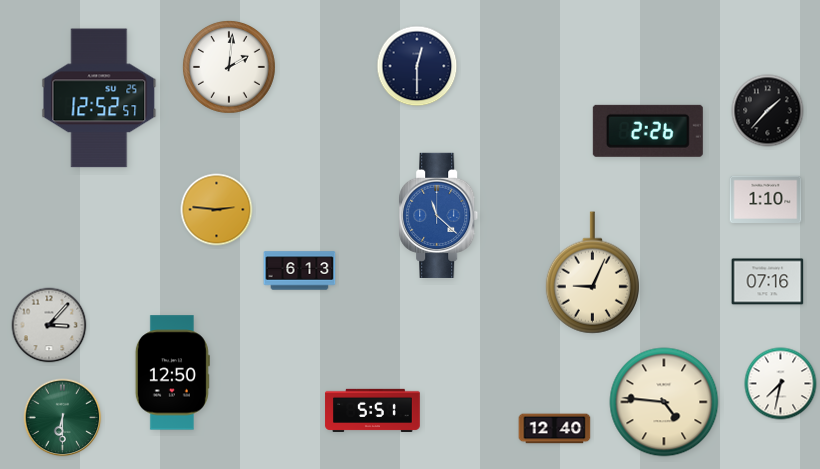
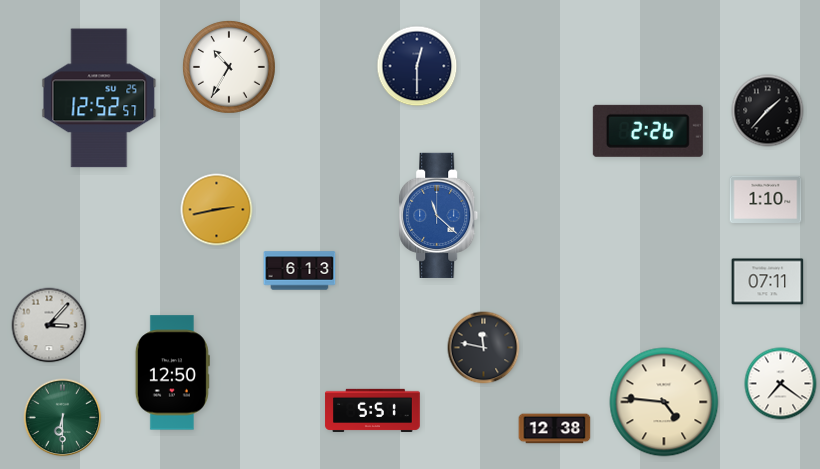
clock at (229, 67): 2:01 -> 10:35
clock at (217, 210): 2:46 -> 2:43
clock at (592, 273): 9:04 -> none
clock at (768, 282): 07:16 -> 07:11
clock at (484, 348): none -> 11:47
clock at (781, 384): 7:32 -> 7:21
clock at (555, 429): 12:40 -> 12:38
